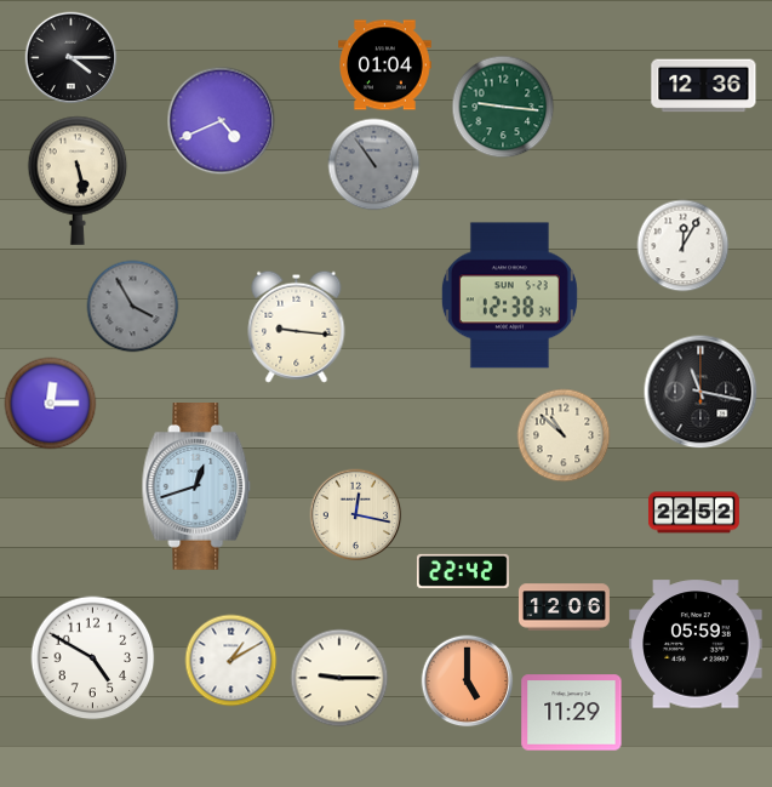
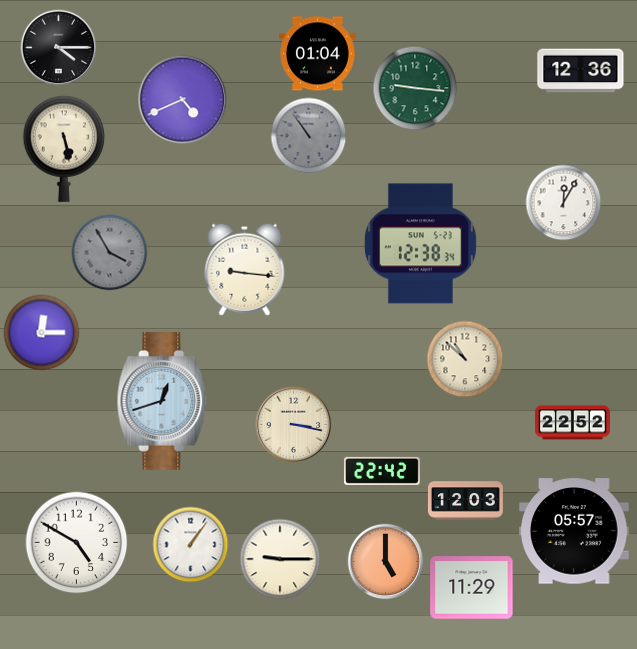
clock at (700, 392): 11:17 -> none
clock at (356, 515): 12:17 -> 3:17
clock at (564, 608): 12:06 -> 12:03
clock at (696, 644): 05:59 -> 05:57
clock at (231, 661): 1:10 -> 1:06
